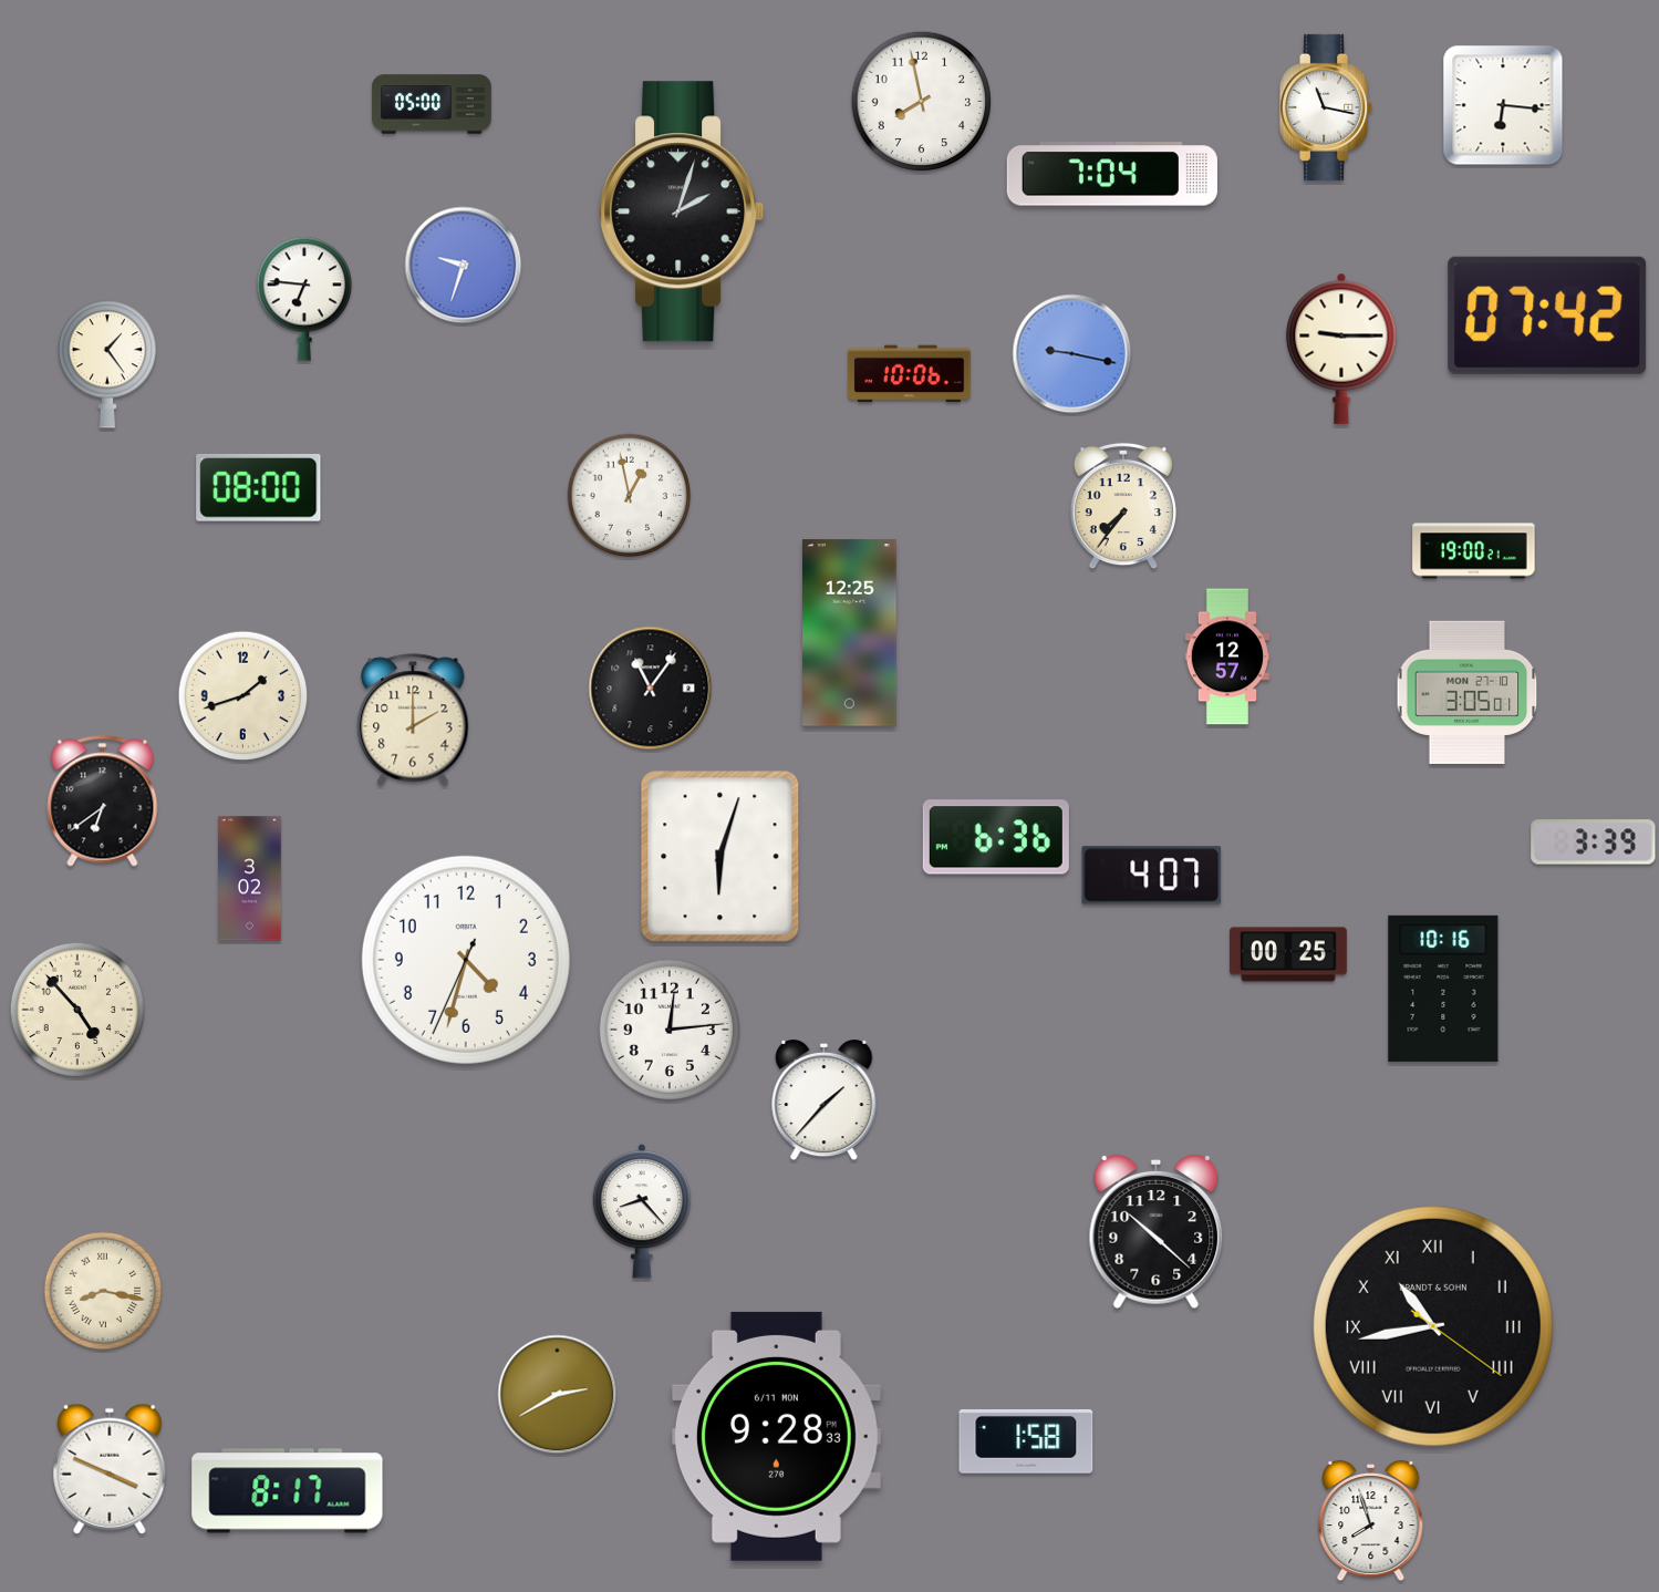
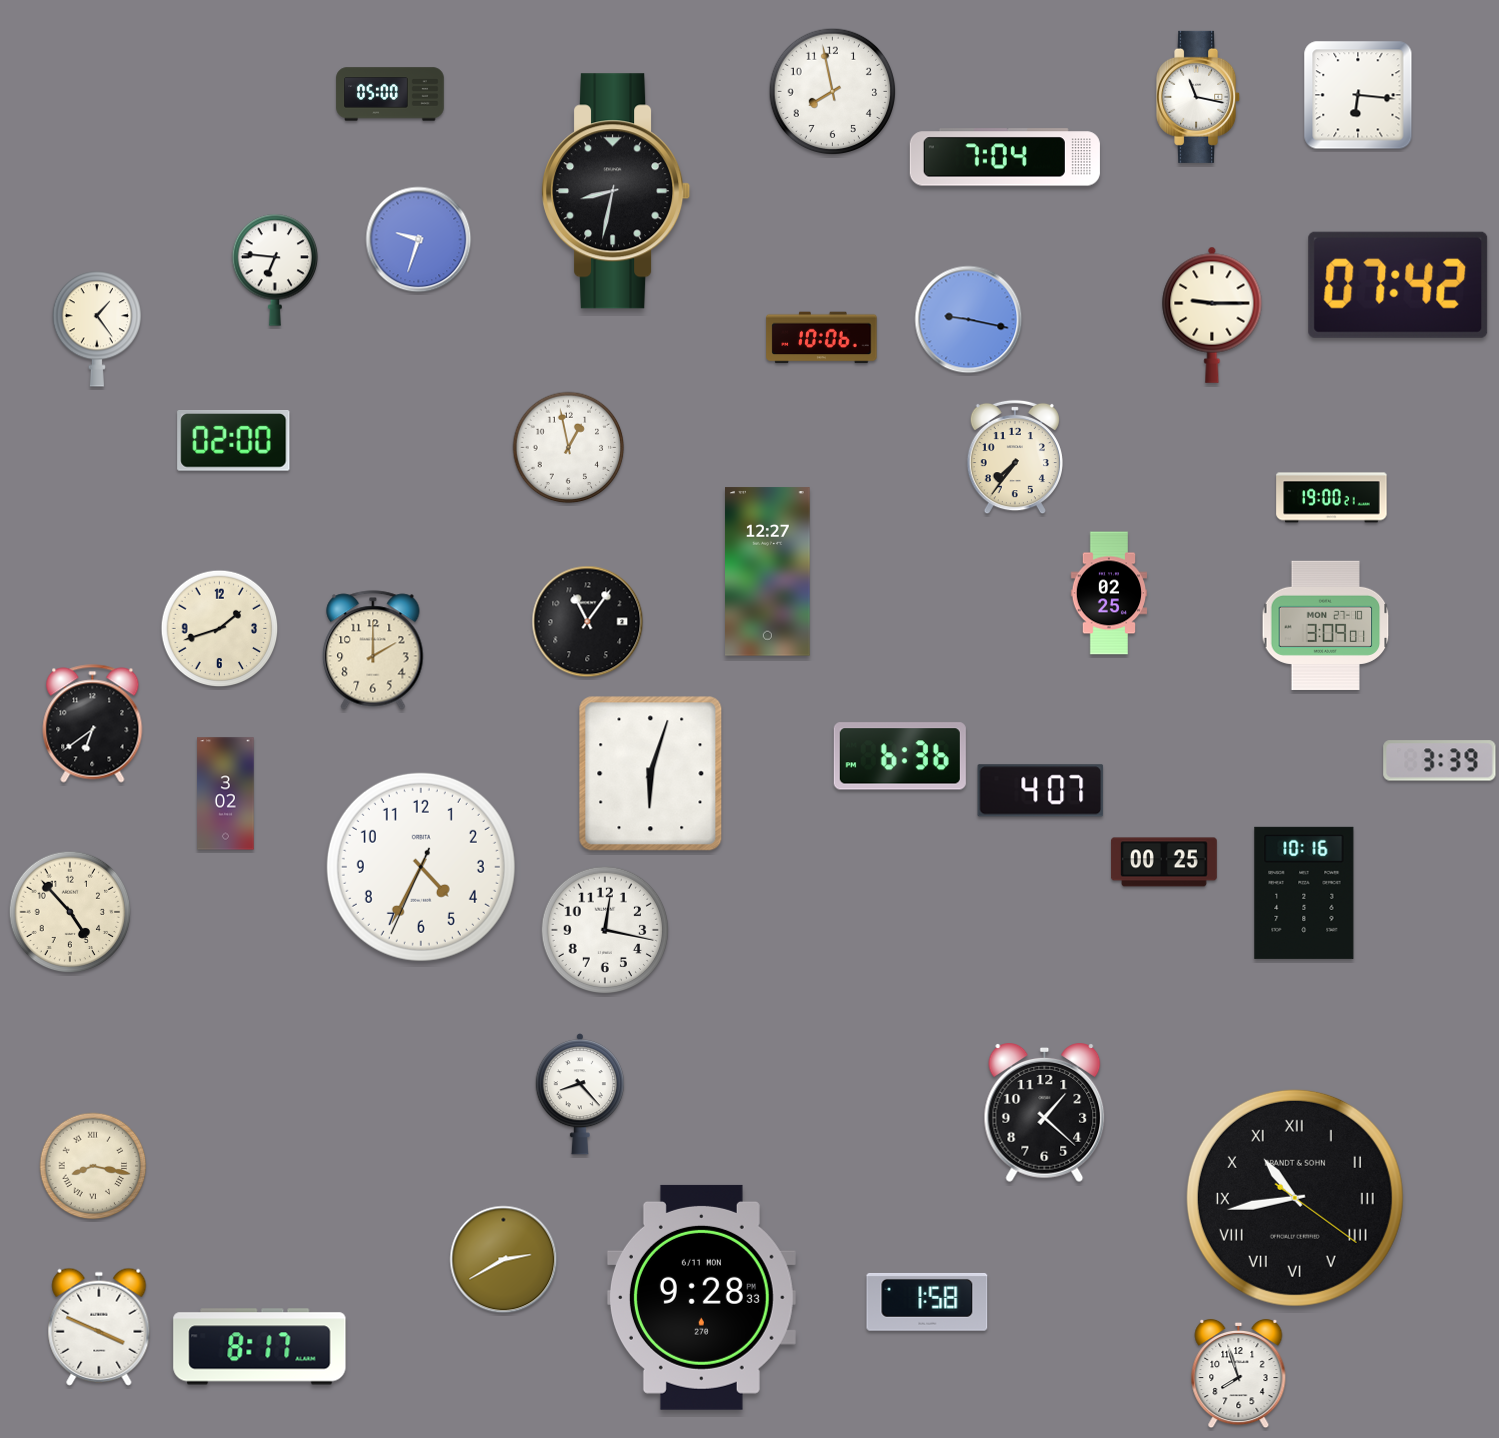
clock at (682, 211): 2:03 -> 8:32
clock at (259, 488): 08:00 -> 02:00
clock at (850, 633): 12:25 -> 12:27
clock at (1227, 657): 12:57 -> 02:25
clock at (1468, 692): 3:05 -> 3:09
clock at (466, 960): 4:32 -> 4:34
clock at (670, 1030): 12:14 -> 12:17
clock at (825, 1100): 1:37 -> none
clock at (1157, 1233): 10:22 -> 1:22
